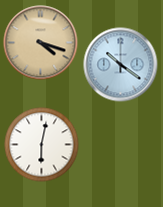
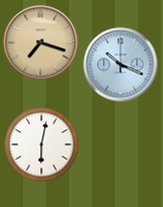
clock at (41, 43): 4:18 -> 7:18
clock at (121, 65): 10:21 -> 10:19
